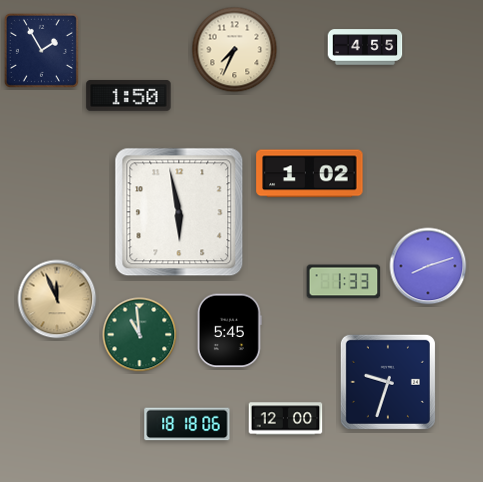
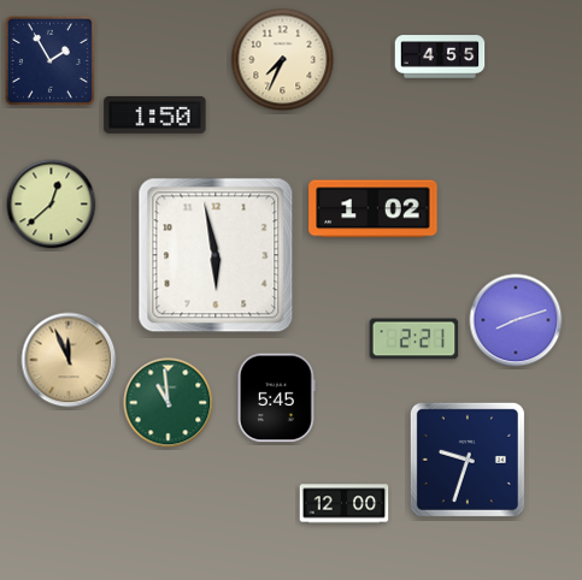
clock at (52, 205): none -> 12:38
clock at (344, 282): 1:33 -> 2:21
clock at (187, 424): 18:18 -> none
